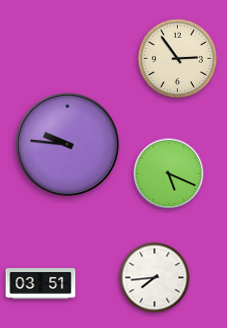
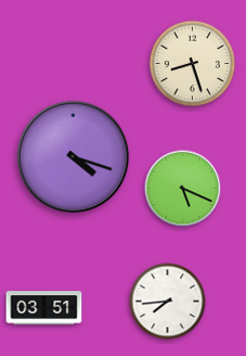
clock at (178, 59): 2:54 -> 8:27
clock at (68, 145): 9:46 -> 4:18
